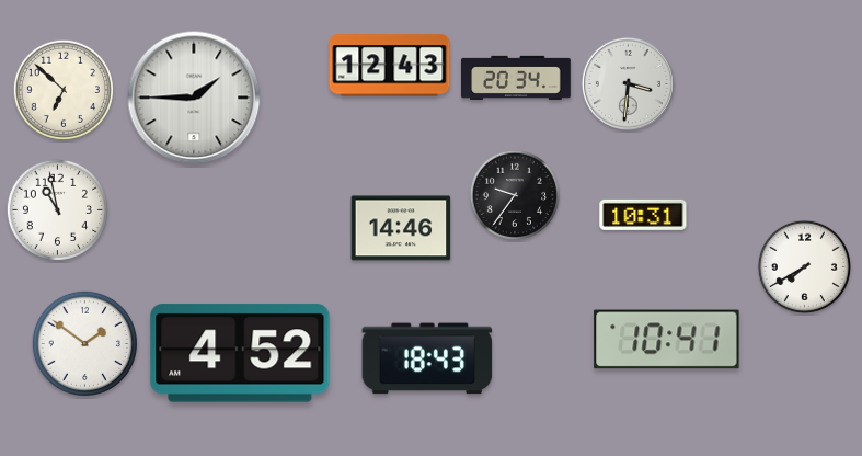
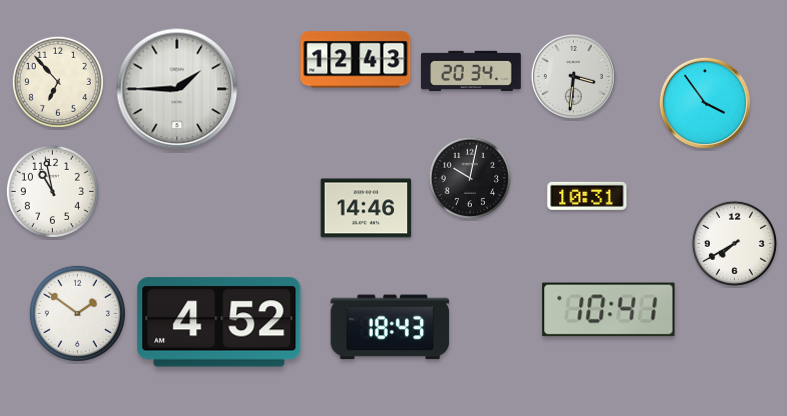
clock at (64, 90): 6:52 -> 6:53
clock at (705, 103): none -> 3:54
clock at (514, 194): 9:36 -> 10:02
